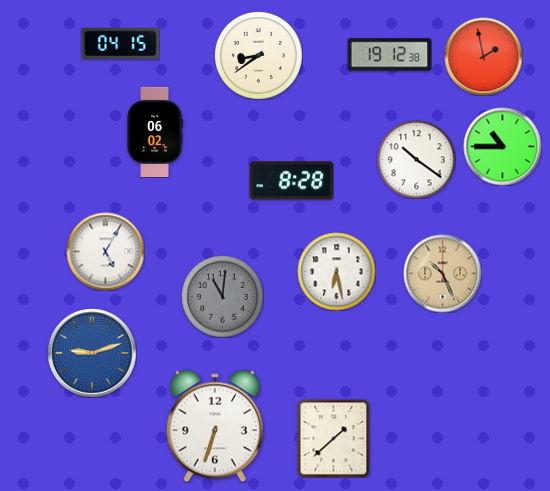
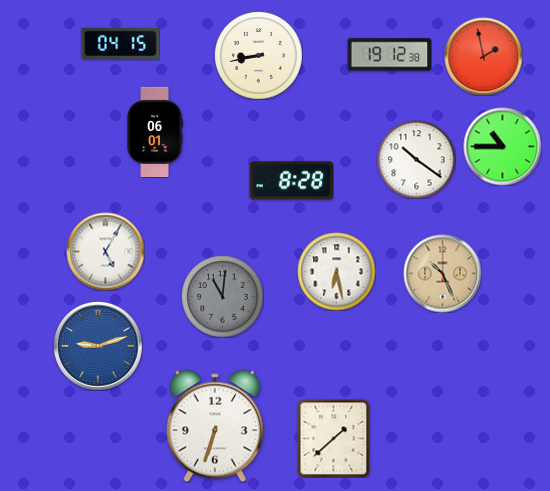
clock at (258, 55): 8:39 -> 8:43
clock at (155, 132): 06:02 -> 06:01
clock at (92, 353) position: (92, 353) -> (98, 346)
